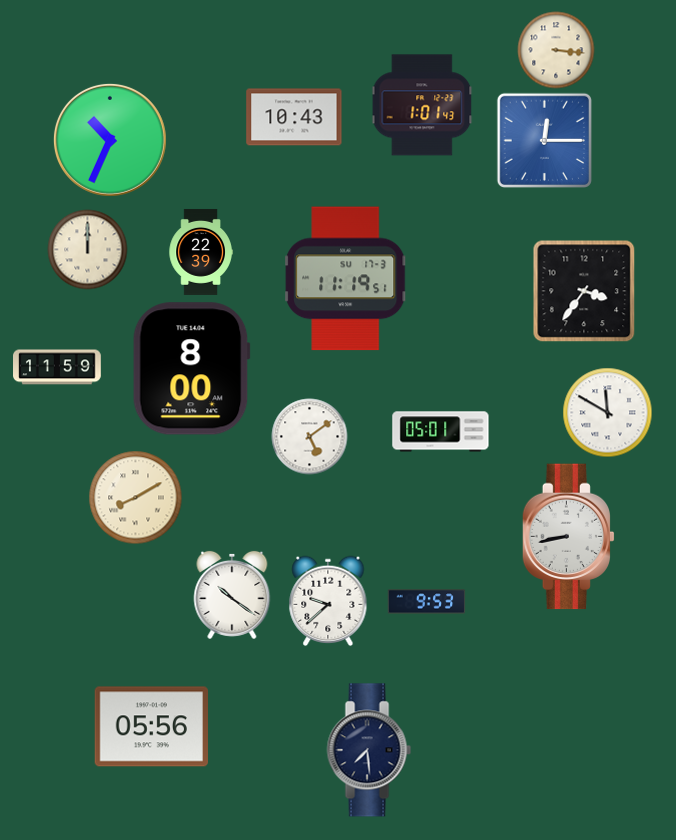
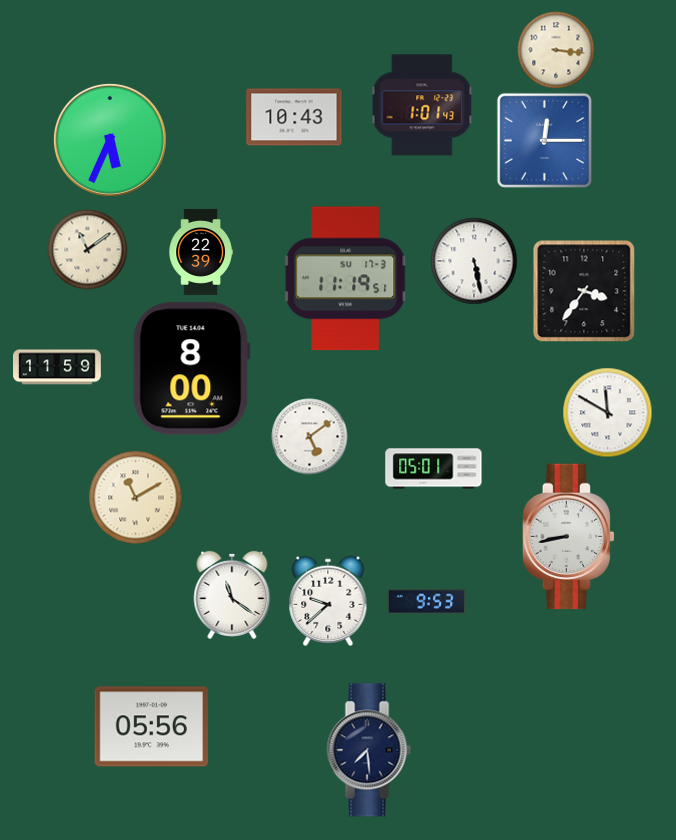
clock at (110, 140): 10:34 -> 5:34
clock at (88, 250): 12:00 -> 11:09
clock at (474, 261): none -> 5:28
clock at (441, 432) position: (441, 432) -> (434, 469)
clock at (136, 498): 8:10 -> 11:10
clock at (232, 595): 10:21 -> 11:21
